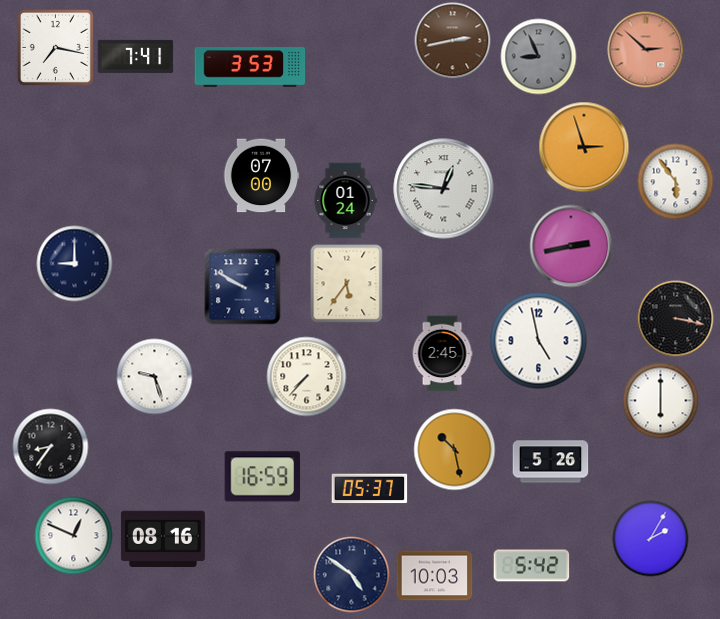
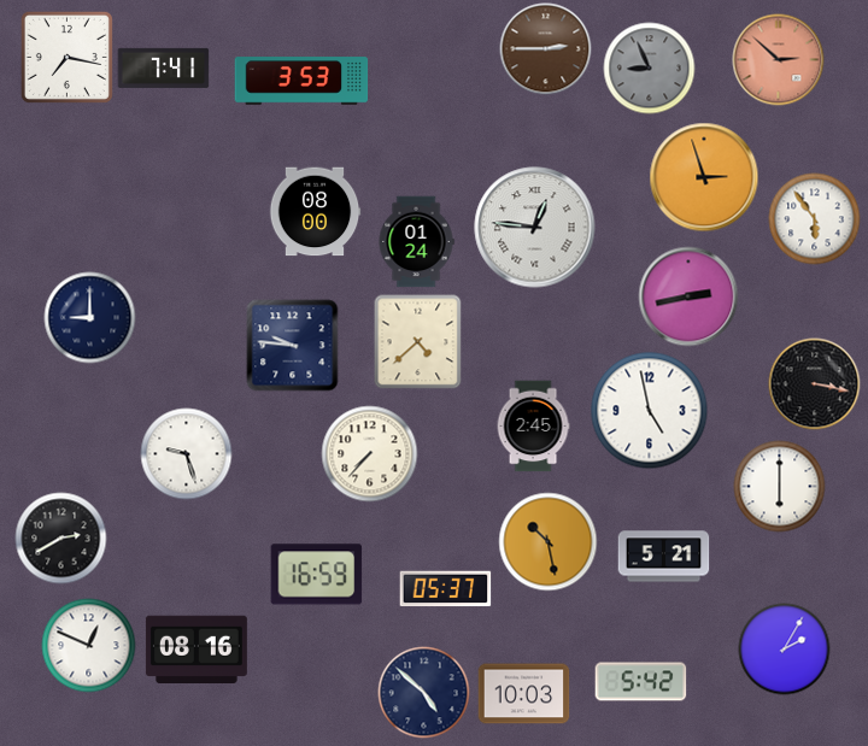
clock at (453, 41): 2:43 -> 2:45
clock at (261, 176): 07:00 -> 08:00
clock at (347, 284): 5:36 -> 4:38
clock at (243, 287): 9:50 -> 9:46
clock at (661, 401) position: (661, 401) -> (780, 487)
clock at (51, 447): 8:36 -> 2:40
clock at (551, 462): 5:26 -> 5:21
clock at (352, 575): 4:51 -> 4:52
